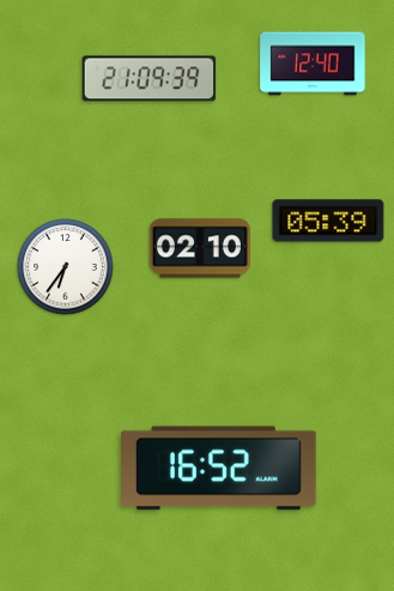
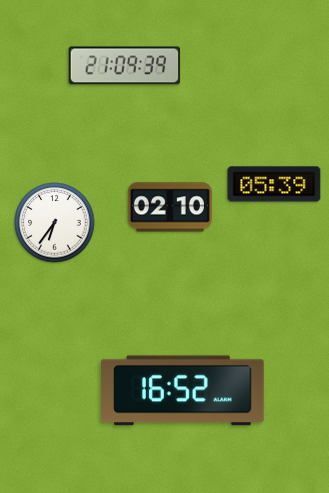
clock at (313, 64): 12:40 -> none
clock at (200, 248) position: (200, 248) -> (170, 207)
